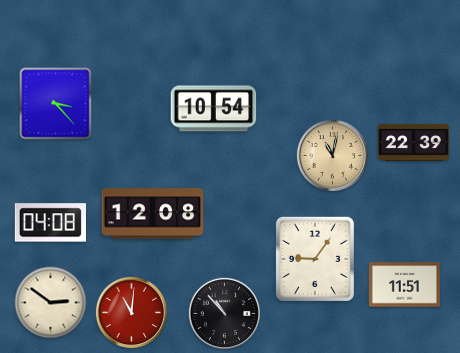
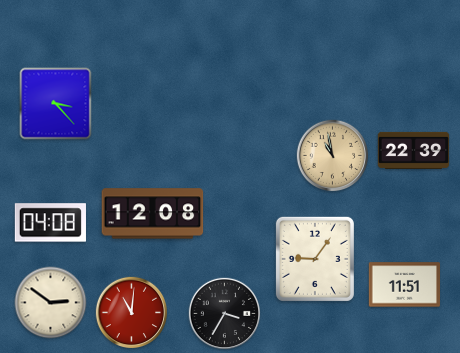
clock at (214, 109): 10:54 -> none
clock at (414, 142) position: (414, 142) -> (414, 150)
clock at (333, 156): 11:02 -> 10:58
clock at (225, 314): 10:53 -> 3:35
